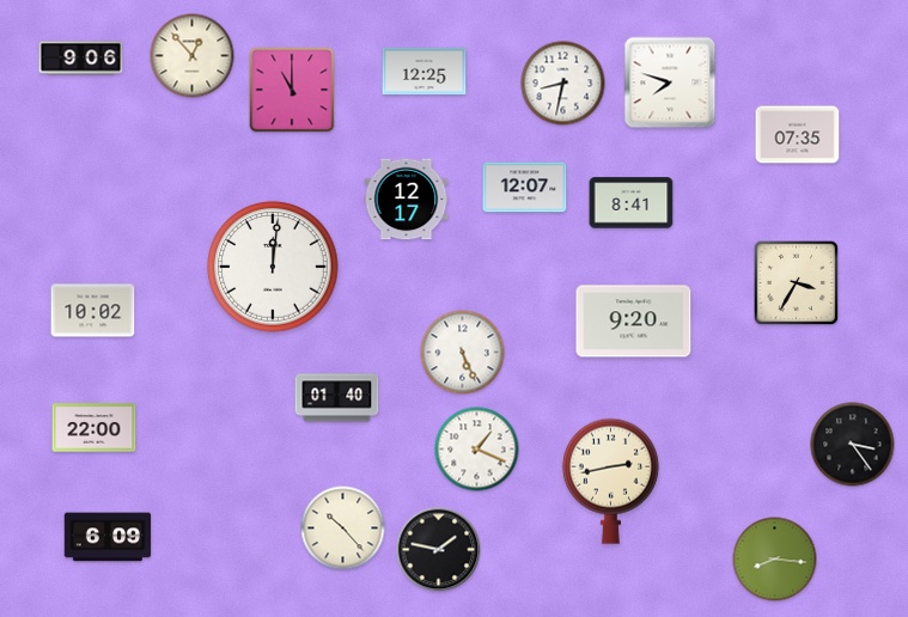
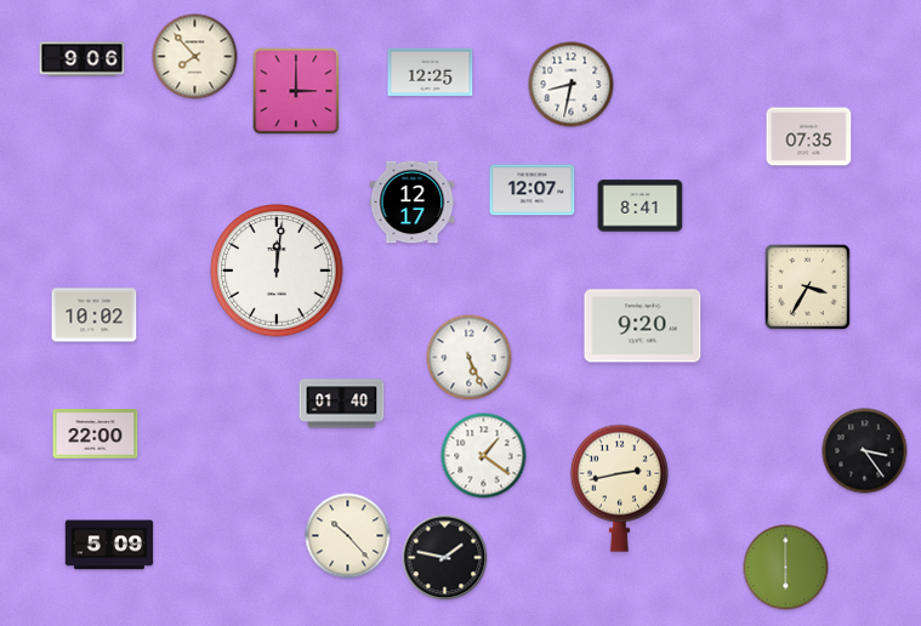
clock at (193, 56): 12:53 -> 7:53
clock at (670, 83): 7:48 -> none
clock at (292, 90): 11:00 -> 3:00
clock at (477, 450): 1:19 -> 1:21
clock at (108, 537): 6:09 -> 5:09
clock at (775, 560): 8:16 -> 6:00
